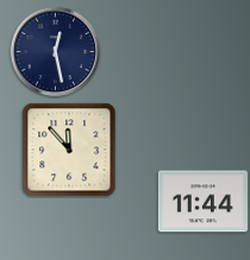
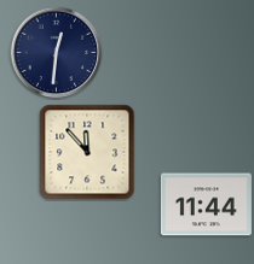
clock at (56, 52): 12:28 -> 12:31
clock at (69, 150) position: (69, 150) -> (87, 152)
